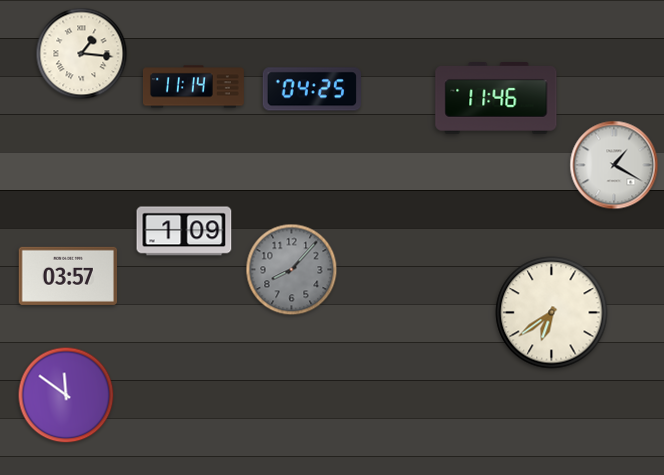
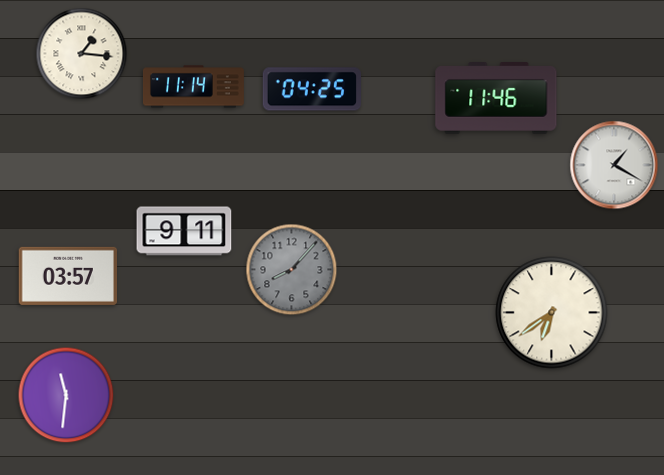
clock at (184, 231): 1:09 -> 9:11
clock at (66, 395): 11:51 -> 11:31
